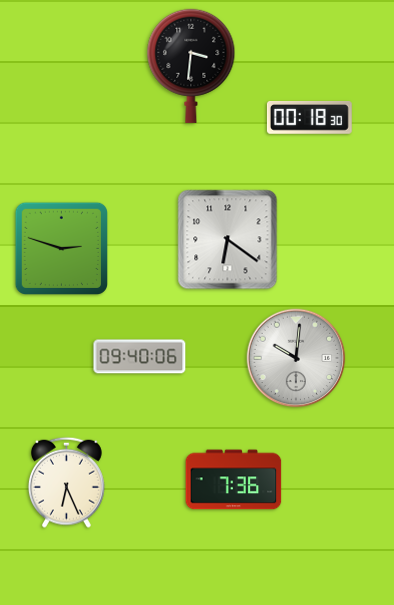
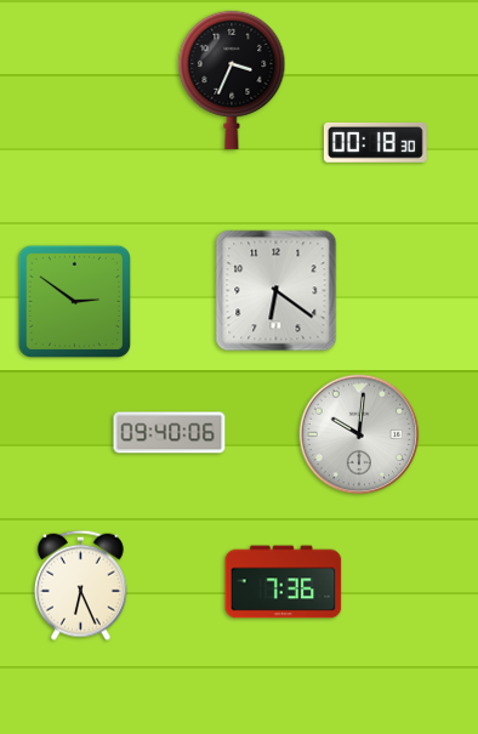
clock at (191, 66): 3:31 -> 3:34
clock at (61, 248): 2:48 -> 2:51
